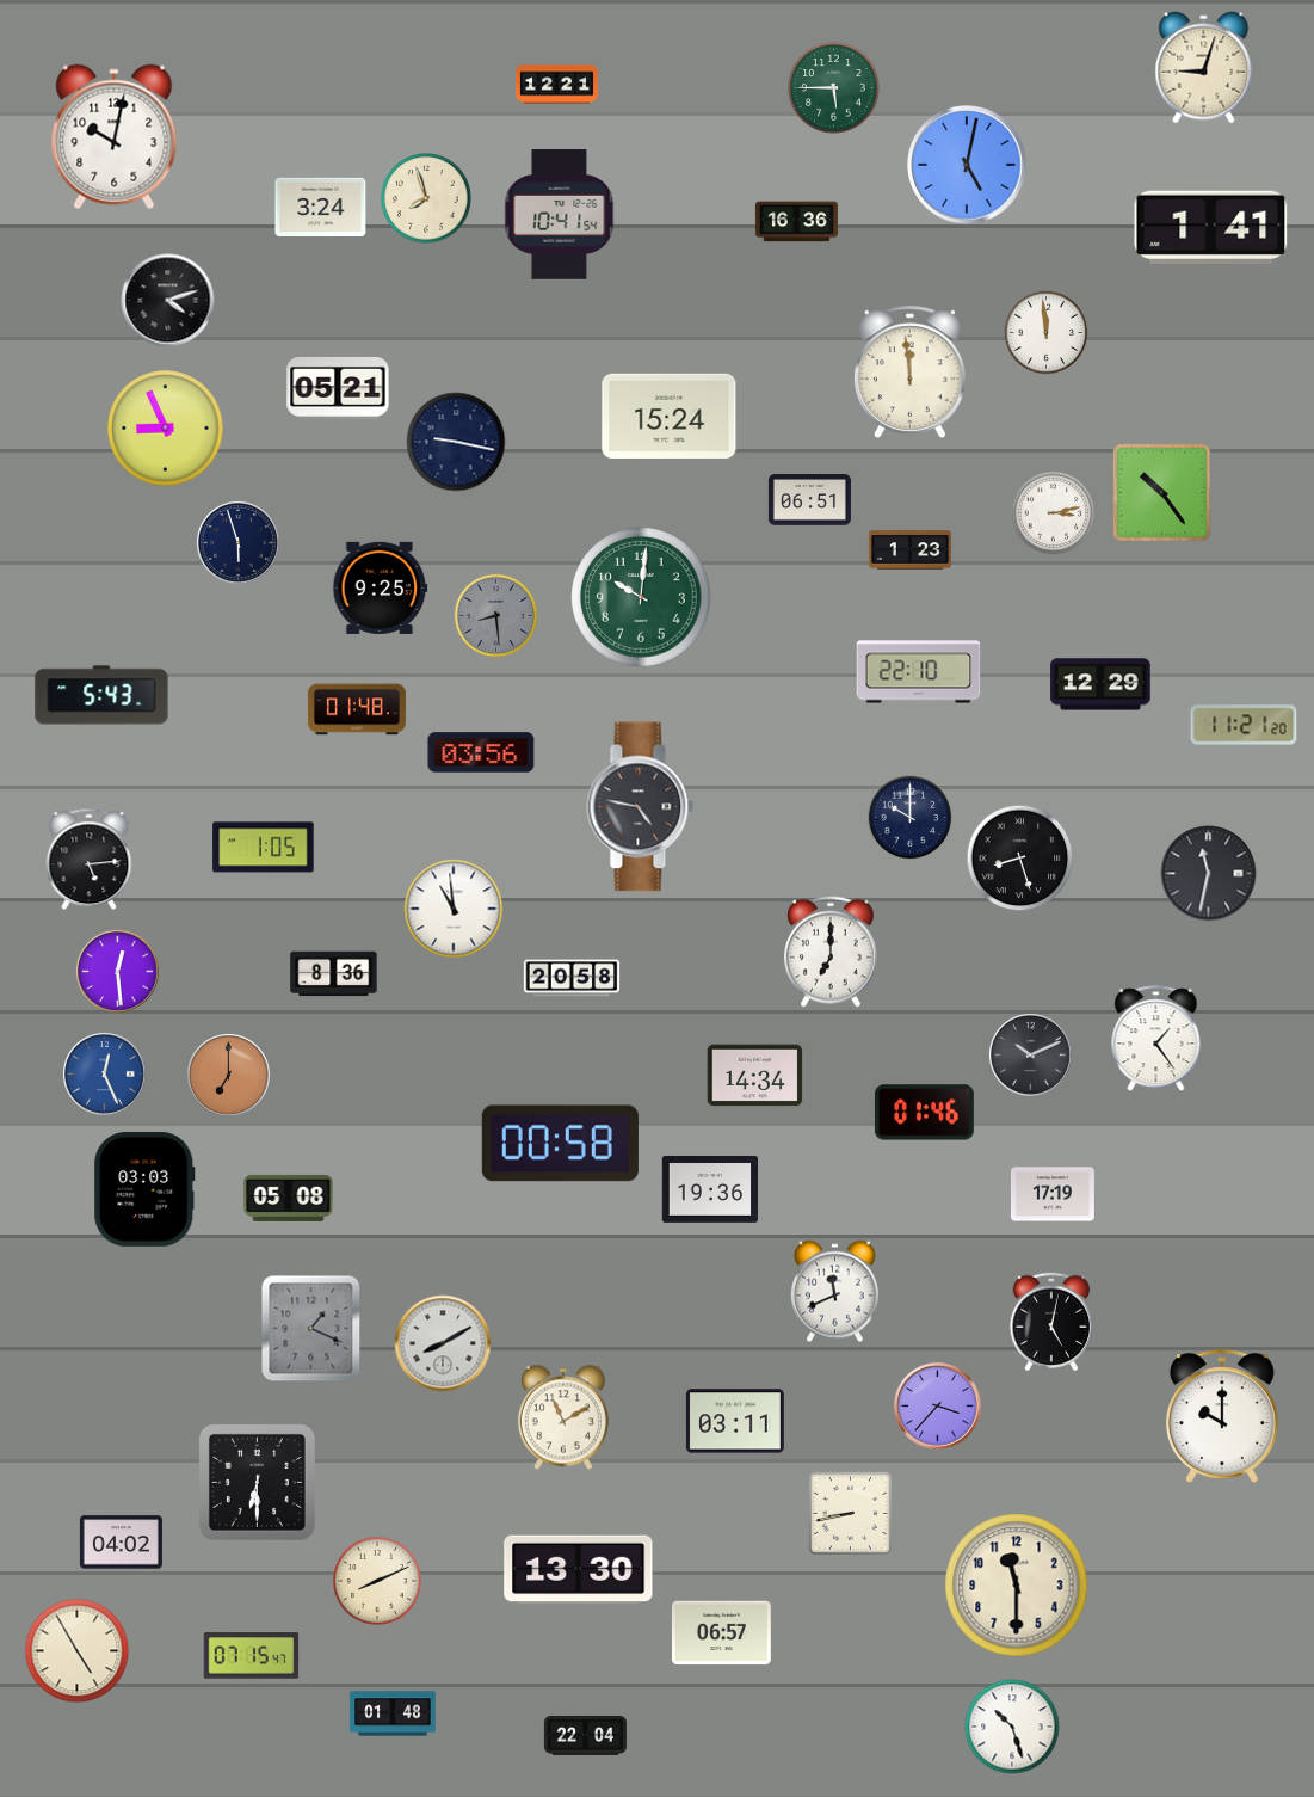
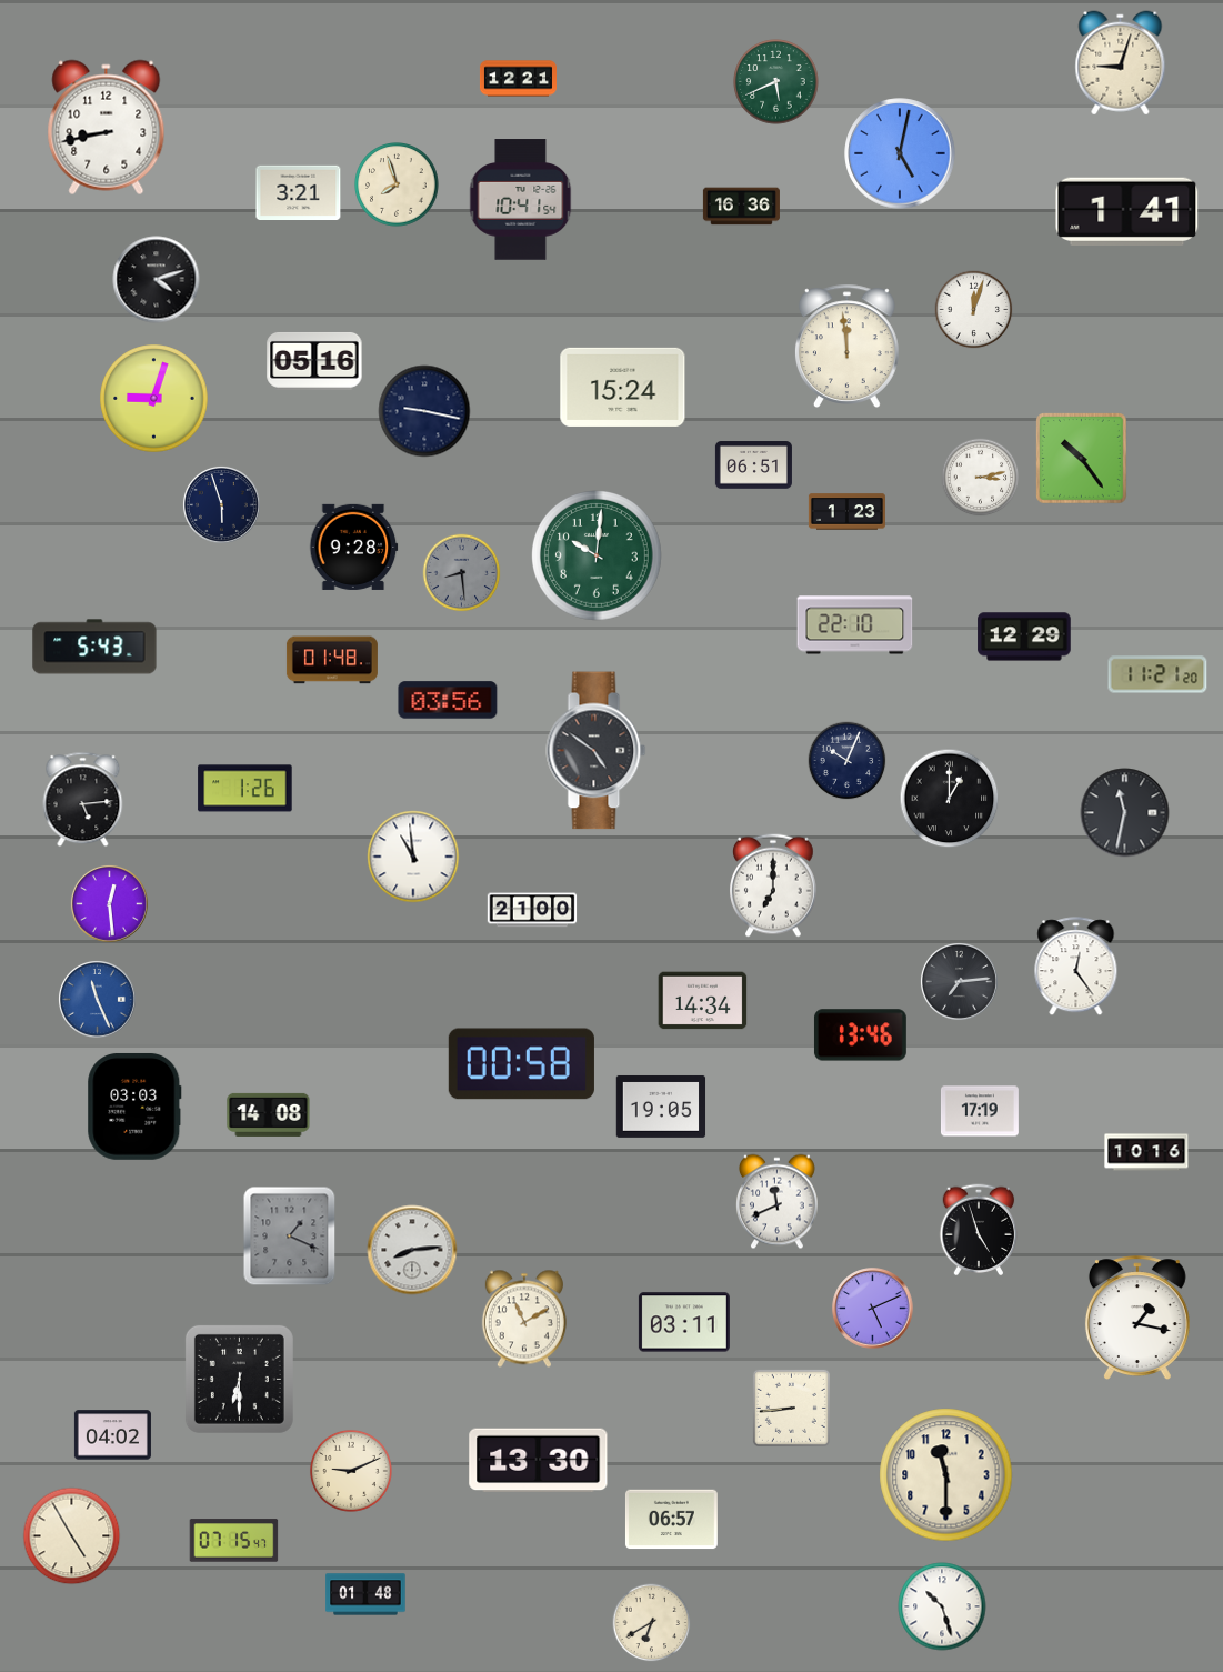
clock at (834, 88): 5:45 -> 5:41
clock at (115, 137): 10:02 -> 8:43
clock at (321, 207): 3:24 -> 3:21
clock at (1047, 333): 11:59 -> 12:03
clock at (338, 388): 05:21 -> 05:16
clock at (166, 429): 8:56 -> 9:03
clock at (381, 587): 9:25 -> 9:28
clock at (641, 807): 4:47 -> 4:51
clock at (911, 818): 10:00 -> 10:04
clock at (264, 848): 1:05 -> 1:26
clock at (1020, 859): 8:27 -> 1:00
clock at (454, 909) position: (454, 909) -> (413, 857)
clock at (334, 974): 8:36 -> none
clock at (572, 978): 20:58 -> 21:00
clock at (1156, 1039): 1:24 -> 12:24
clock at (1030, 1054): 10:11 -> 7:14
clock at (104, 1073): 12:26 -> 11:26
clock at (228, 1075): 7:00 -> none
clock at (924, 1113): 01:46 -> 13:46
clock at (710, 1189): 19:36 -> 19:05
clock at (289, 1198): 05:08 -> 14:08
clock at (1146, 1152): none -> 10:16
clock at (1051, 1322): 5:02 -> 4:57
clock at (443, 1343): 8:10 -> 8:14
clock at (938, 1407): 3:37 -> 5:11
clock at (1222, 1416): 10:00 -> 1:17
clock at (850, 1513): 8:43 -> 8:44
clock at (377, 1581): 8:11 -> 9:11
clock at (585, 1736): 22:04 -> none
clock at (652, 1623): none -> 6:40
